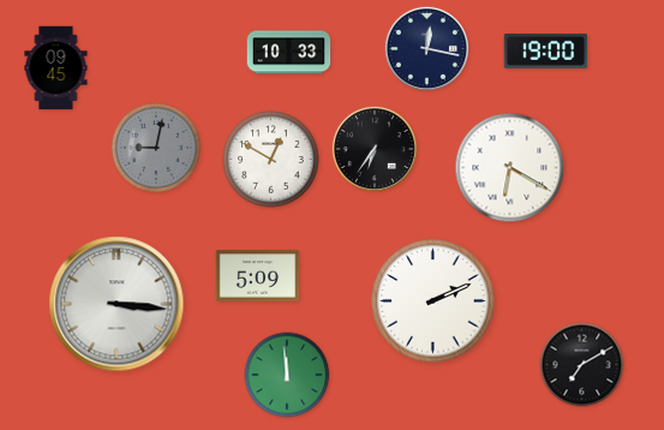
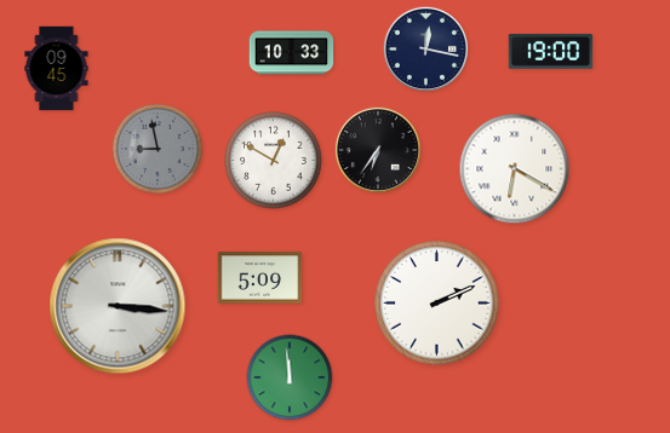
clock at (426, 48) position: (426, 48) -> (425, 48)
clock at (156, 148): 9:02 -> 8:58
clock at (582, 365): 7:10 -> none
